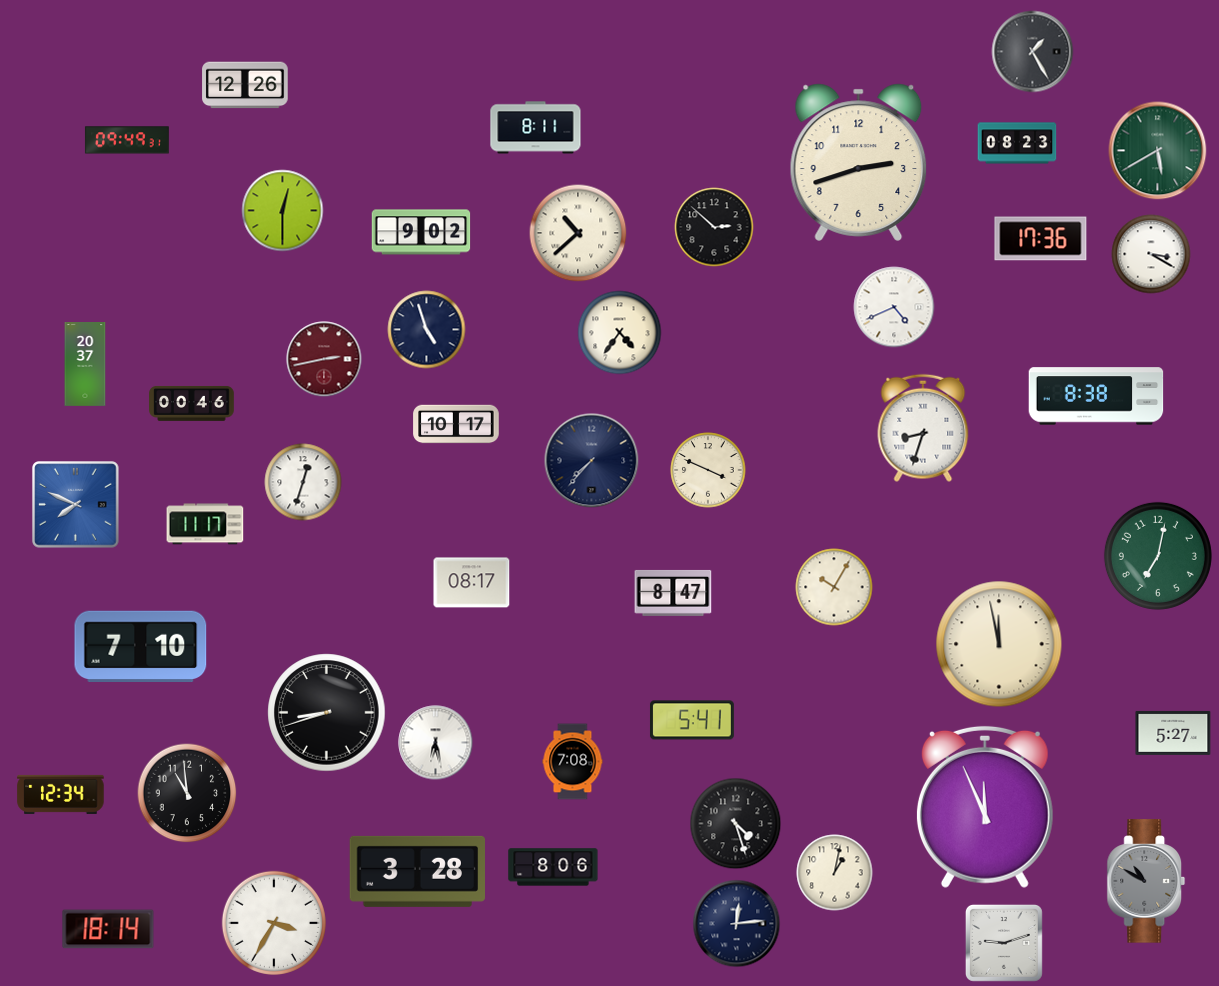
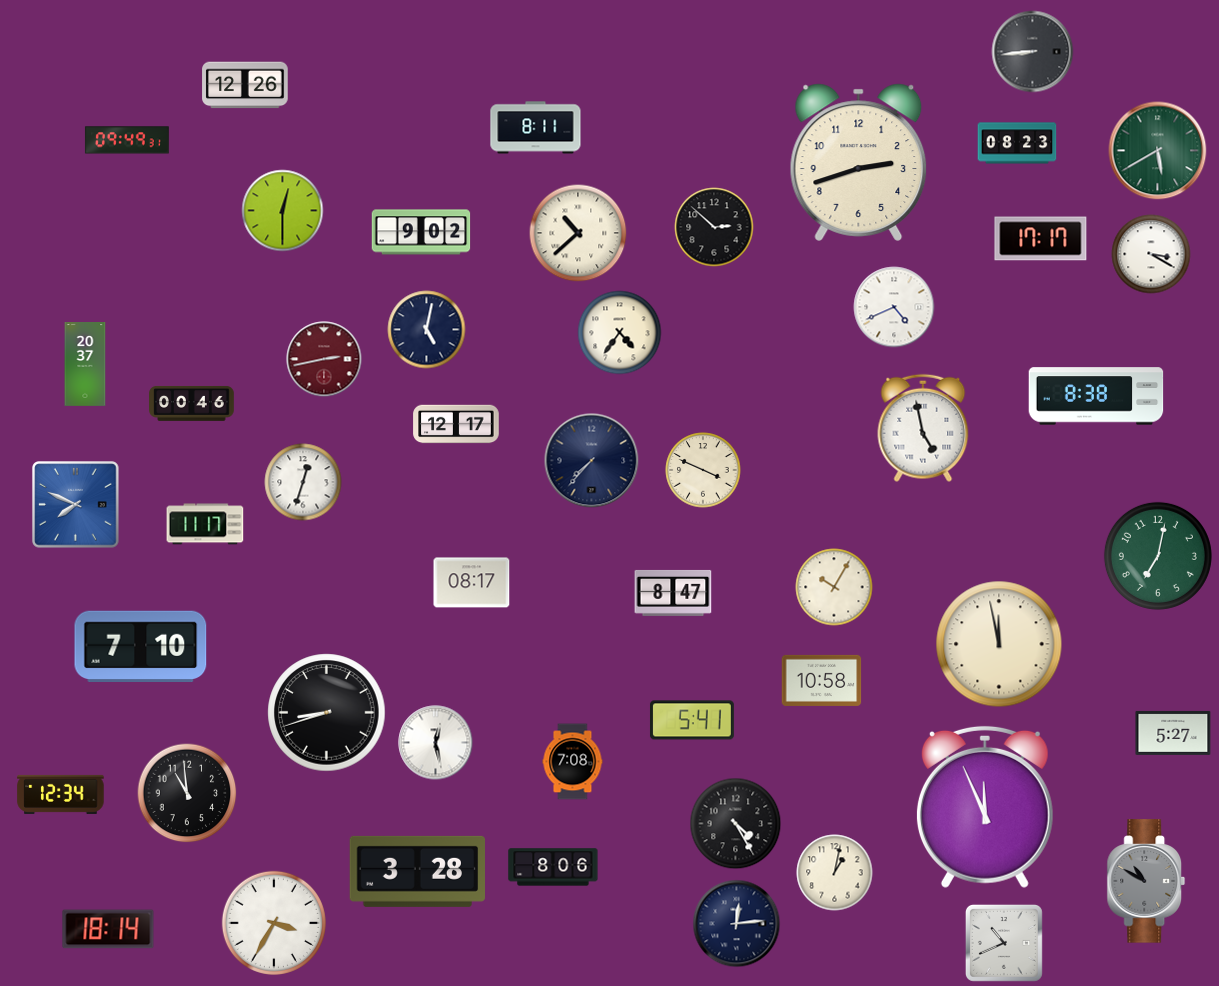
clock at (1033, 52): 1:25 -> 8:44
clock at (1041, 239): 17:36 -> 17:17
clock at (427, 330): 4:57 -> 5:02
clock at (456, 424): 10:17 -> 12:17
clock at (923, 428): 8:33 -> 4:58
clock at (708, 470) position: (708, 470) -> (703, 470)
clock at (822, 680): none -> 10:58
clock at (436, 743): 6:28 -> 12:28
clock at (736, 824): 4:27 -> 4:25
clock at (1004, 943): 9:12 -> 10:41
